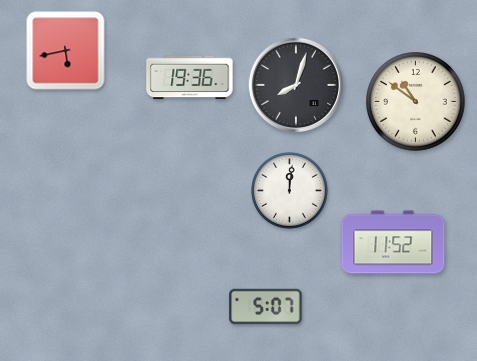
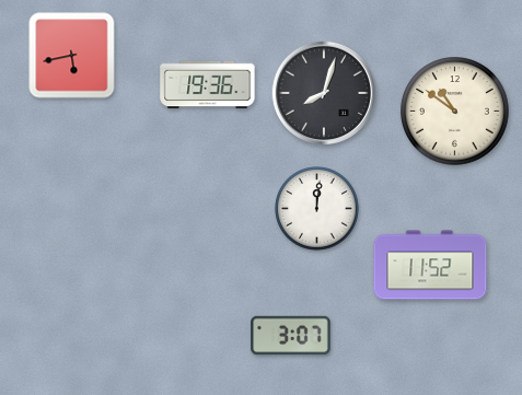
clock at (266, 307): 5:07 -> 3:07
